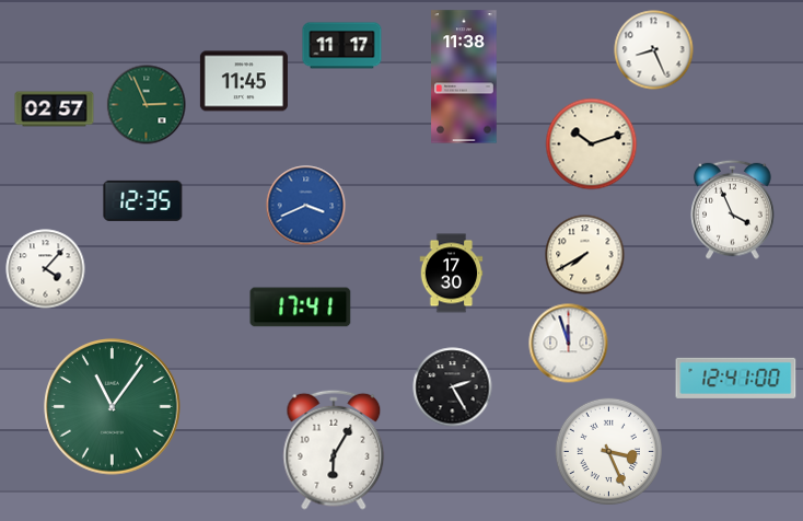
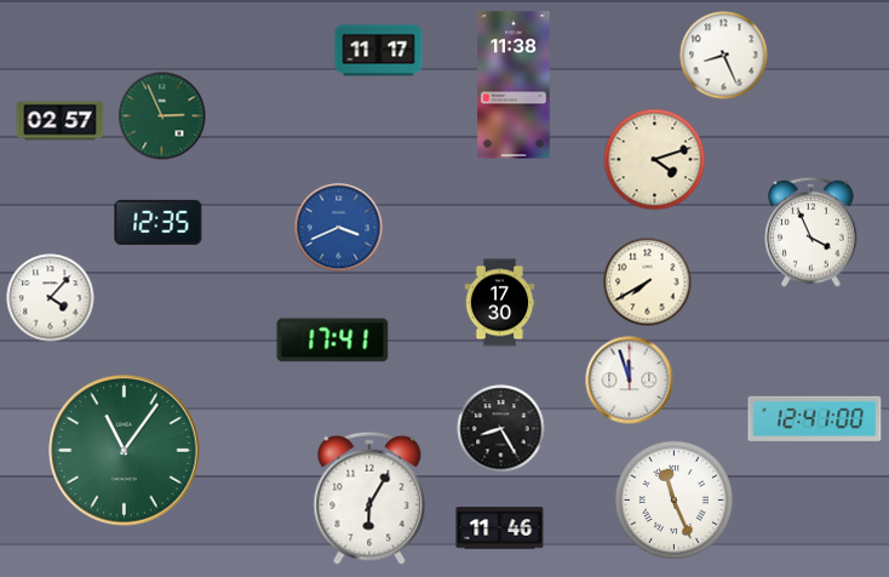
clock at (244, 81): 11:45 -> none
clock at (592, 144): 10:12 -> 4:12
clock at (453, 387): 2:25 -> 8:25
clock at (608, 451): 3:26 -> 11:26
clock at (500, 529): none -> 11:46
